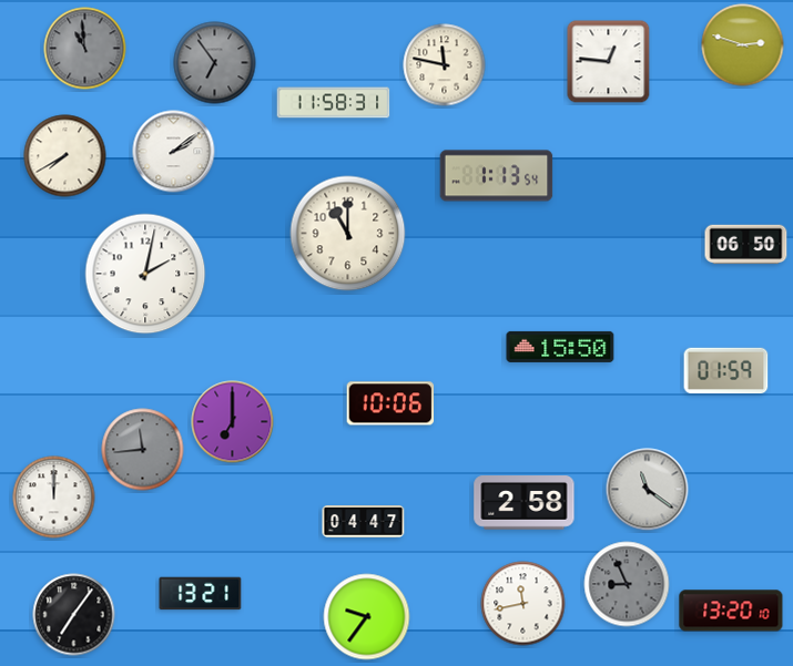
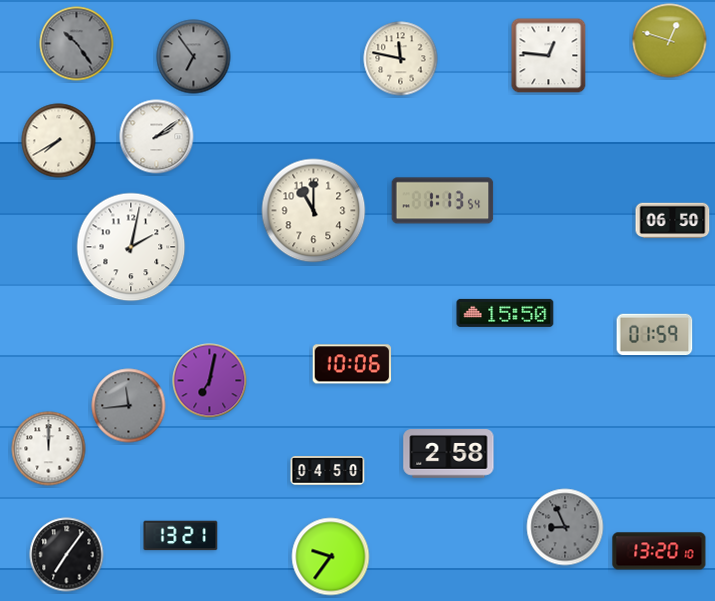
clock at (743, 45): 2:48 -> 12:48
clock at (85, 49): 10:59 -> 10:24
clock at (334, 103): 11:58 -> none
clock at (497, 176) position: (497, 176) -> (443, 201)
clock at (233, 422): 7:00 -> 7:02
clock at (648, 490): 11:21 -> none
clock at (525, 503) position: (525, 503) -> (449, 454)
clock at (364, 522): 04:47 -> 04:50
clock at (523, 604): 11:43 -> none
